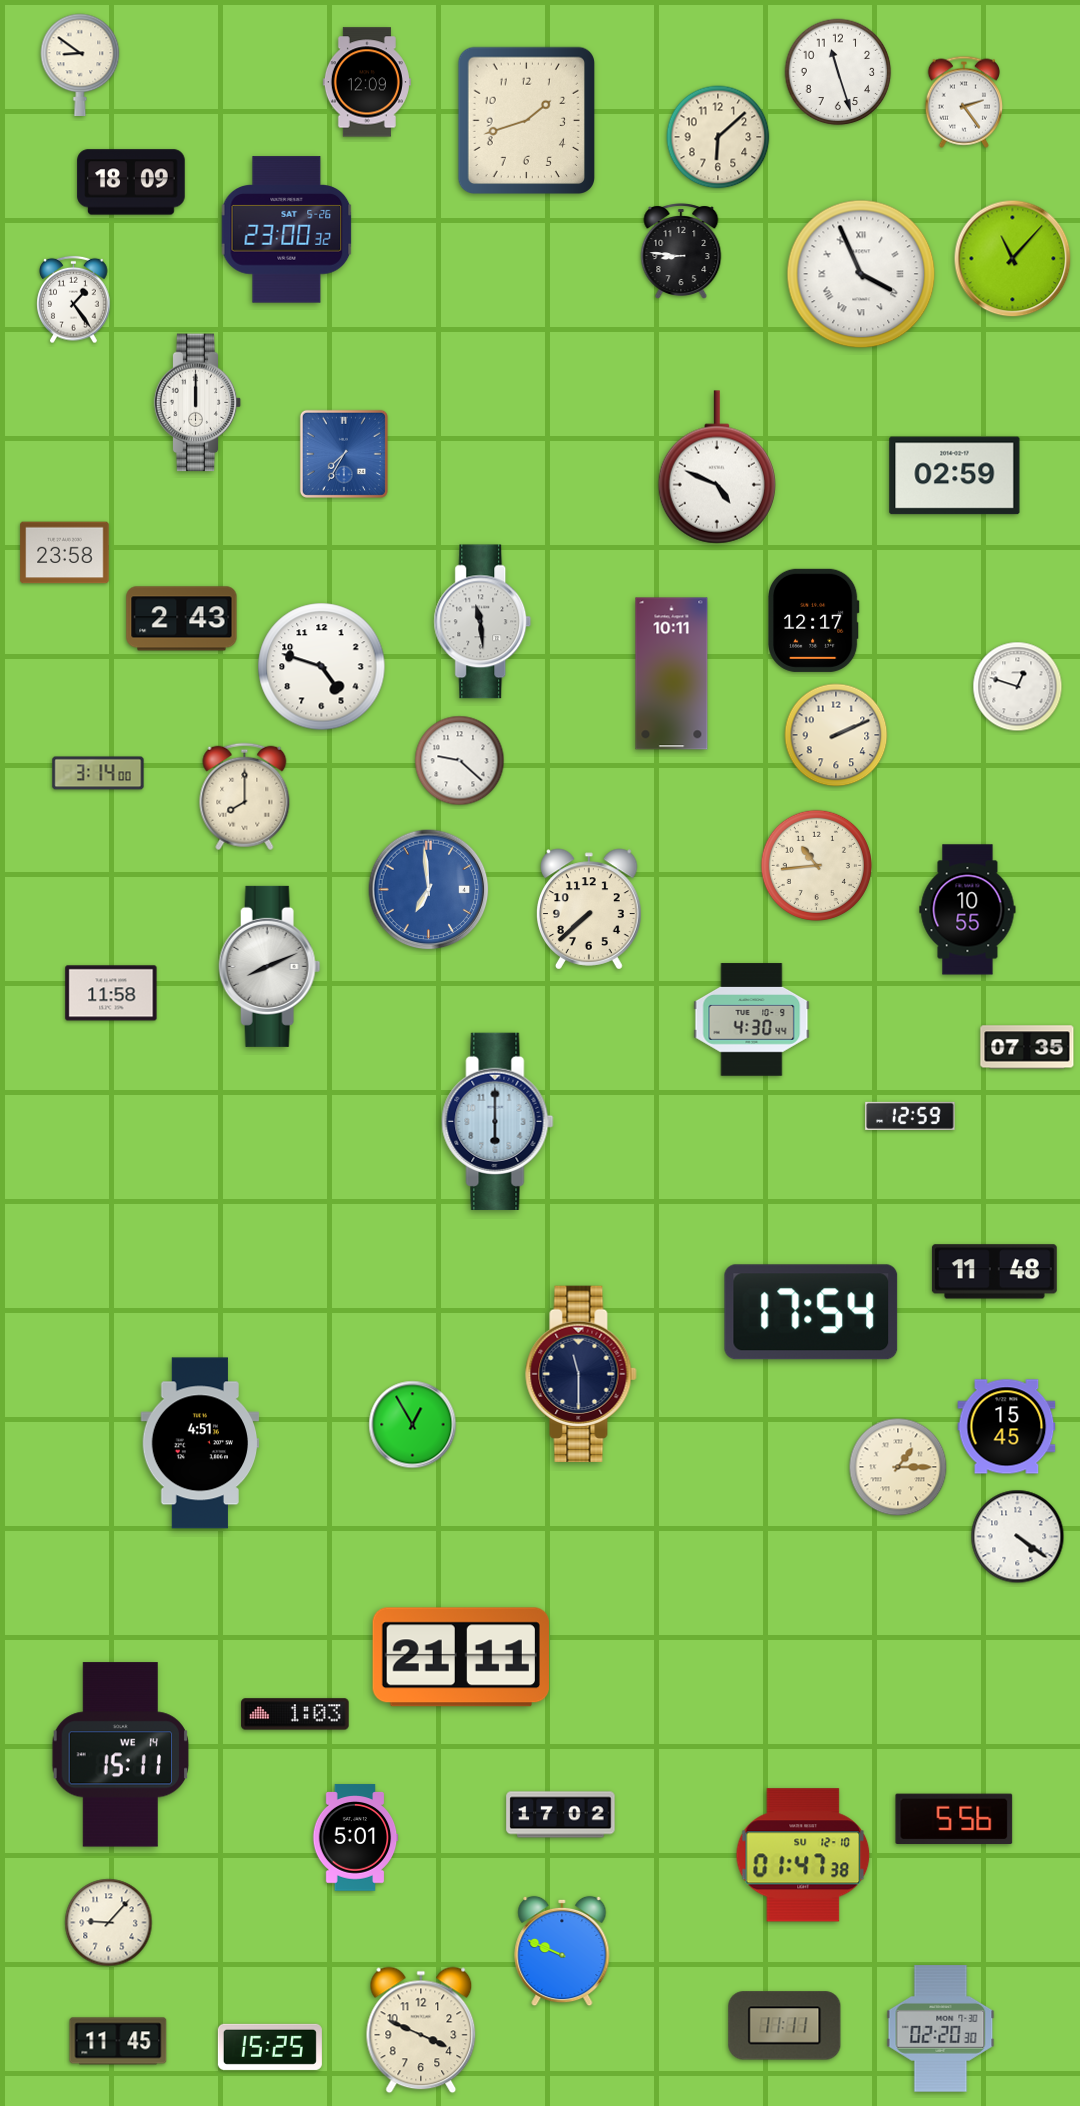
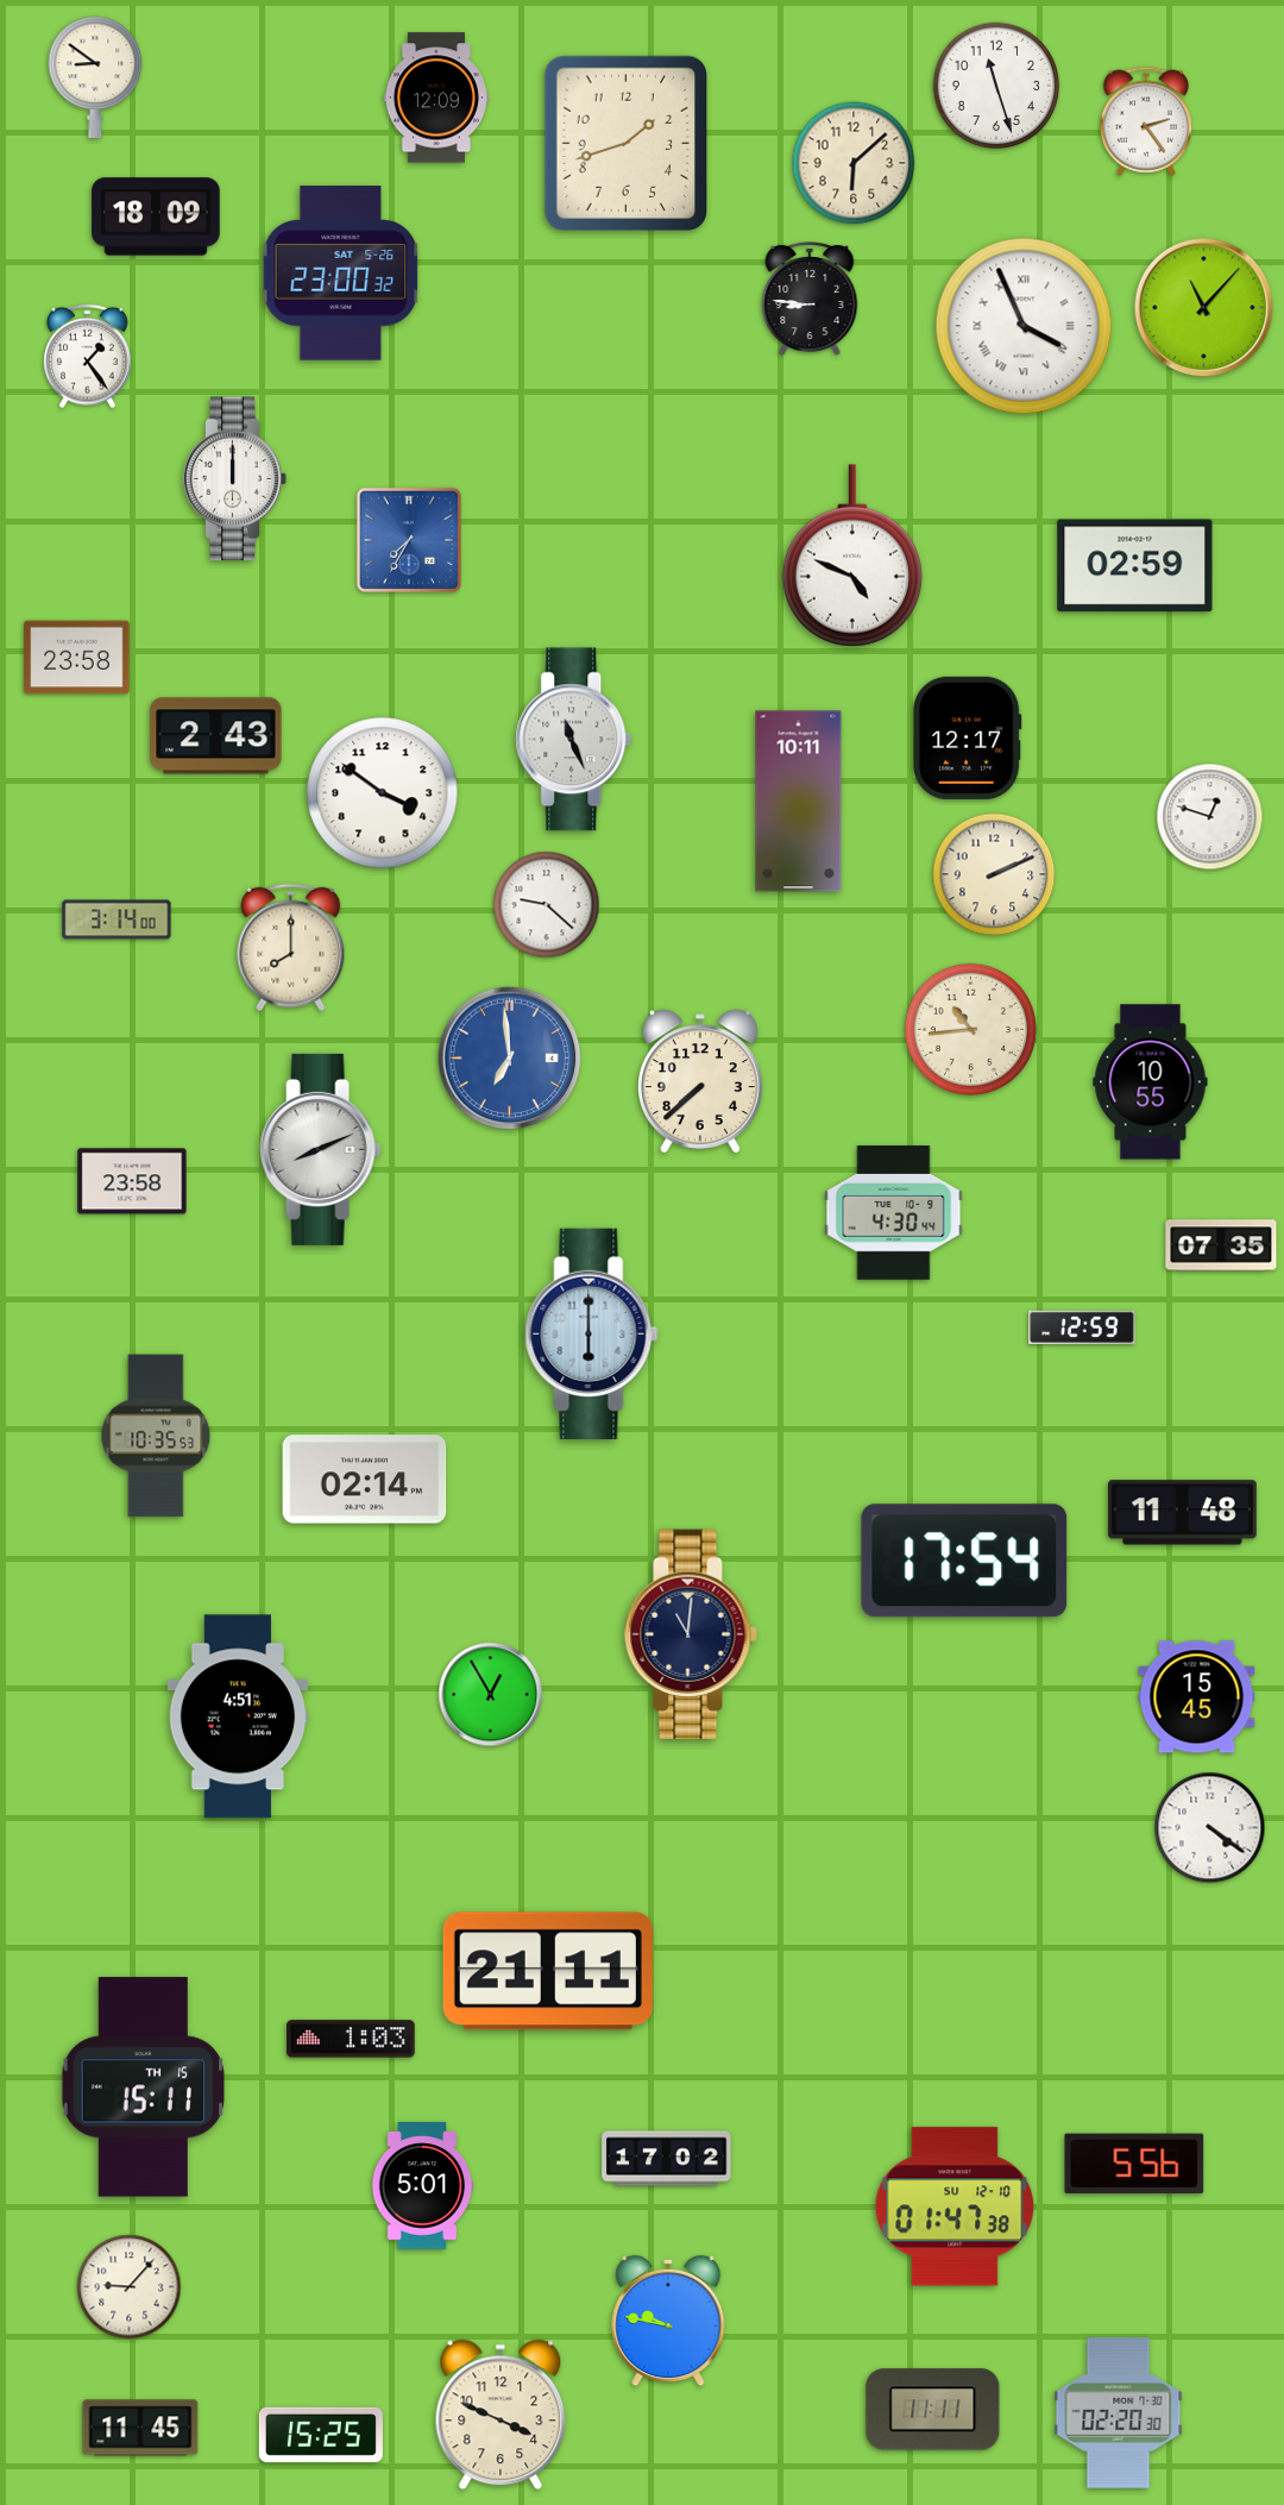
clock at (483, 622): 11:29 -> 11:26
clock at (322, 667): 4:48 -> 3:51
clock at (111, 993): 11:58 -> 23:58
clock at (156, 1436): none -> 10:35
clock at (365, 1480): none -> 02:14
clock at (581, 1373): 11:30 -> 11:01
clock at (898, 1467): 1:15 -> none
clock at (121, 1755) date: WE 14 -> TH 15
clock at (562, 1951): 9:49 -> 9:47
